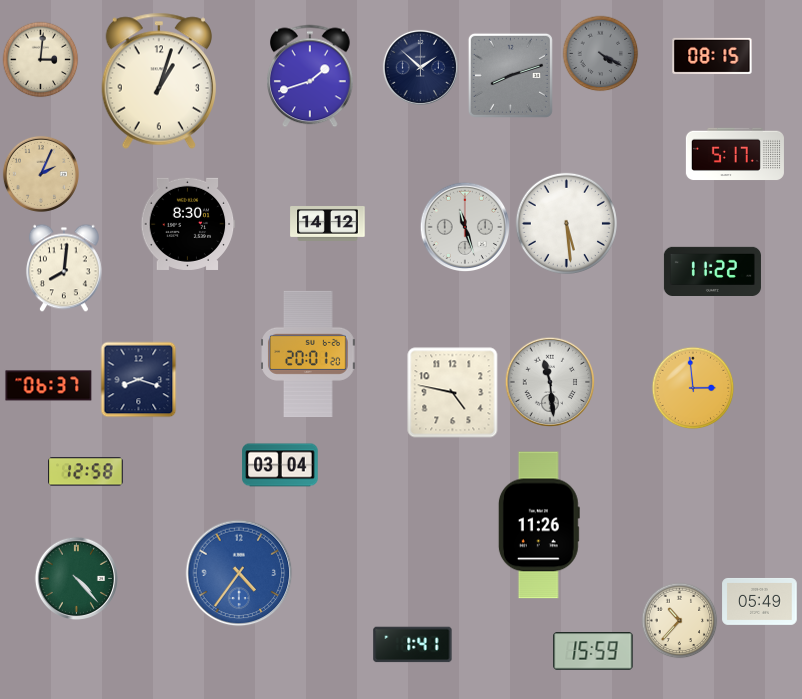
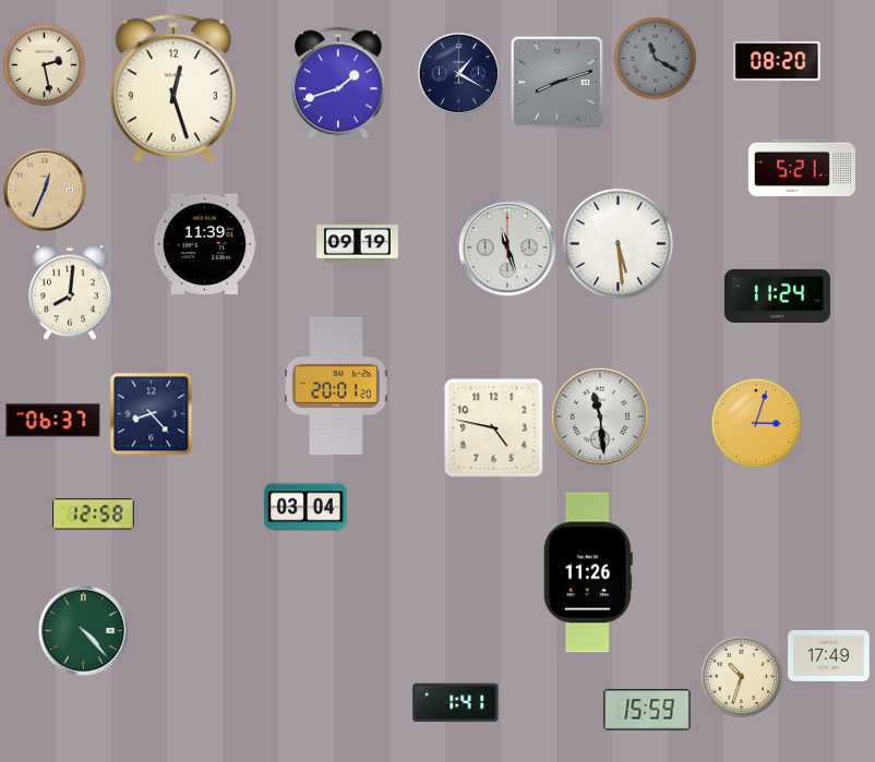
clock at (601, 54): 4:20 -> 11:20
clock at (712, 56): 08:15 -> 08:20
clock at (41, 60): 3:01 -> 2:28
clock at (420, 67): 1:52 -> 1:20
clock at (159, 81): 1:03 -> 12:27
clock at (735, 154): 5:17 -> 5:21
clock at (41, 174): 2:04 -> 12:34
clock at (188, 224): 8:30 -> 11:39
clock at (328, 224): 14:12 -> 09:19
clock at (712, 271): 11:22 -> 11:24
clock at (139, 380): 8:18 -> 8:23
clock at (693, 388): 2:59 -> 3:03
clock at (239, 573): 4:36 -> none
clock at (760, 601): 05:49 -> 17:49
clock at (680, 621): 10:37 -> 10:33
clock at (413, 645) position: (413, 645) -> (456, 703)
